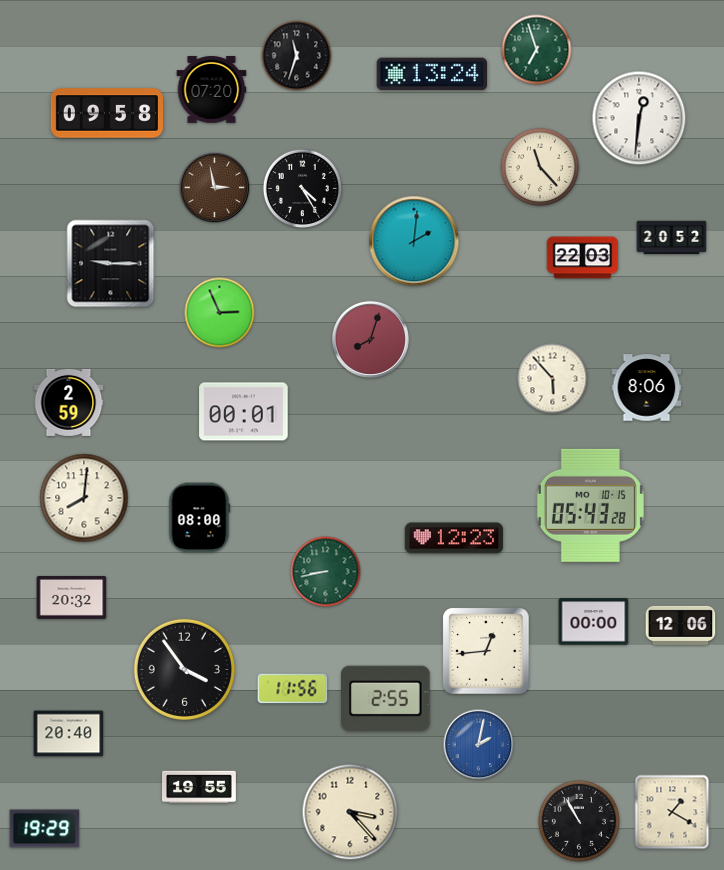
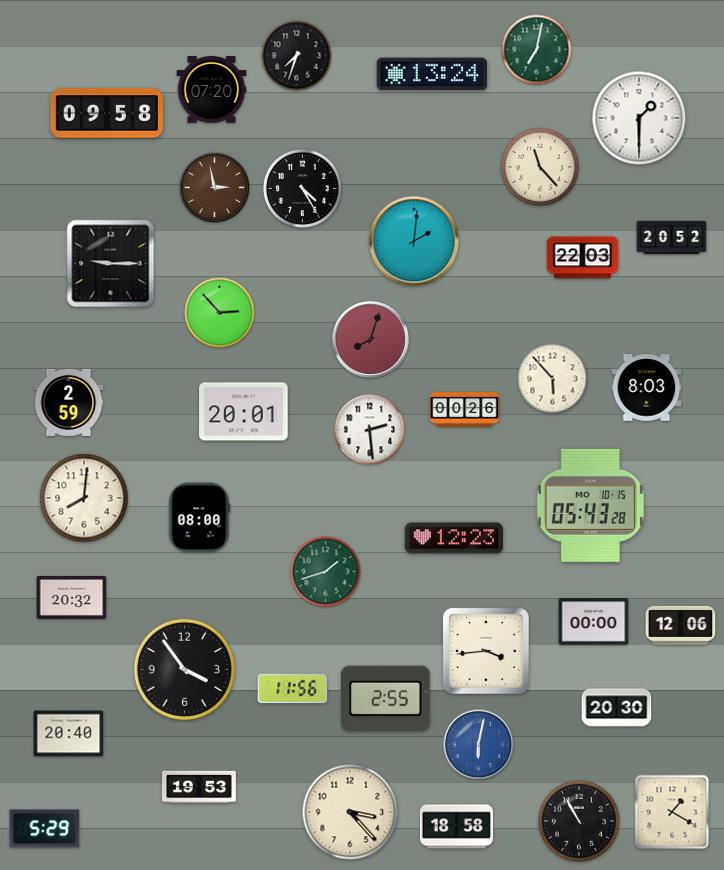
clock at (537, 50): 6:57 -> 7:02
clock at (297, 56): 11:33 -> 7:33
clock at (639, 118): 12:31 -> 1:30
clock at (220, 313): 2:56 -> 2:53
clock at (647, 388): 8:06 -> 8:03
clock at (465, 410): none -> 00:26
clock at (244, 412): 00:01 -> 20:01
clock at (370, 430): none -> 2:29
clock at (326, 572): 8:43 -> 1:42
clock at (486, 651): 12:44 -> 3:44
clock at (617, 708): none -> 20:30
clock at (479, 745): 2:02 -> 6:02
clock at (200, 787): 19:55 -> 19:53
clock at (456, 827): none -> 18:58
clock at (45, 829): 19:29 -> 5:29
